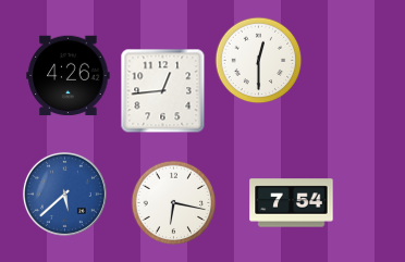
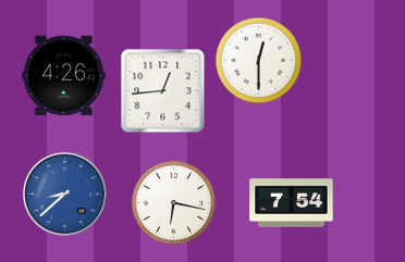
clock at (69, 76) position: (69, 76) -> (64, 76)
clock at (64, 194): 5:38 -> 8:38
